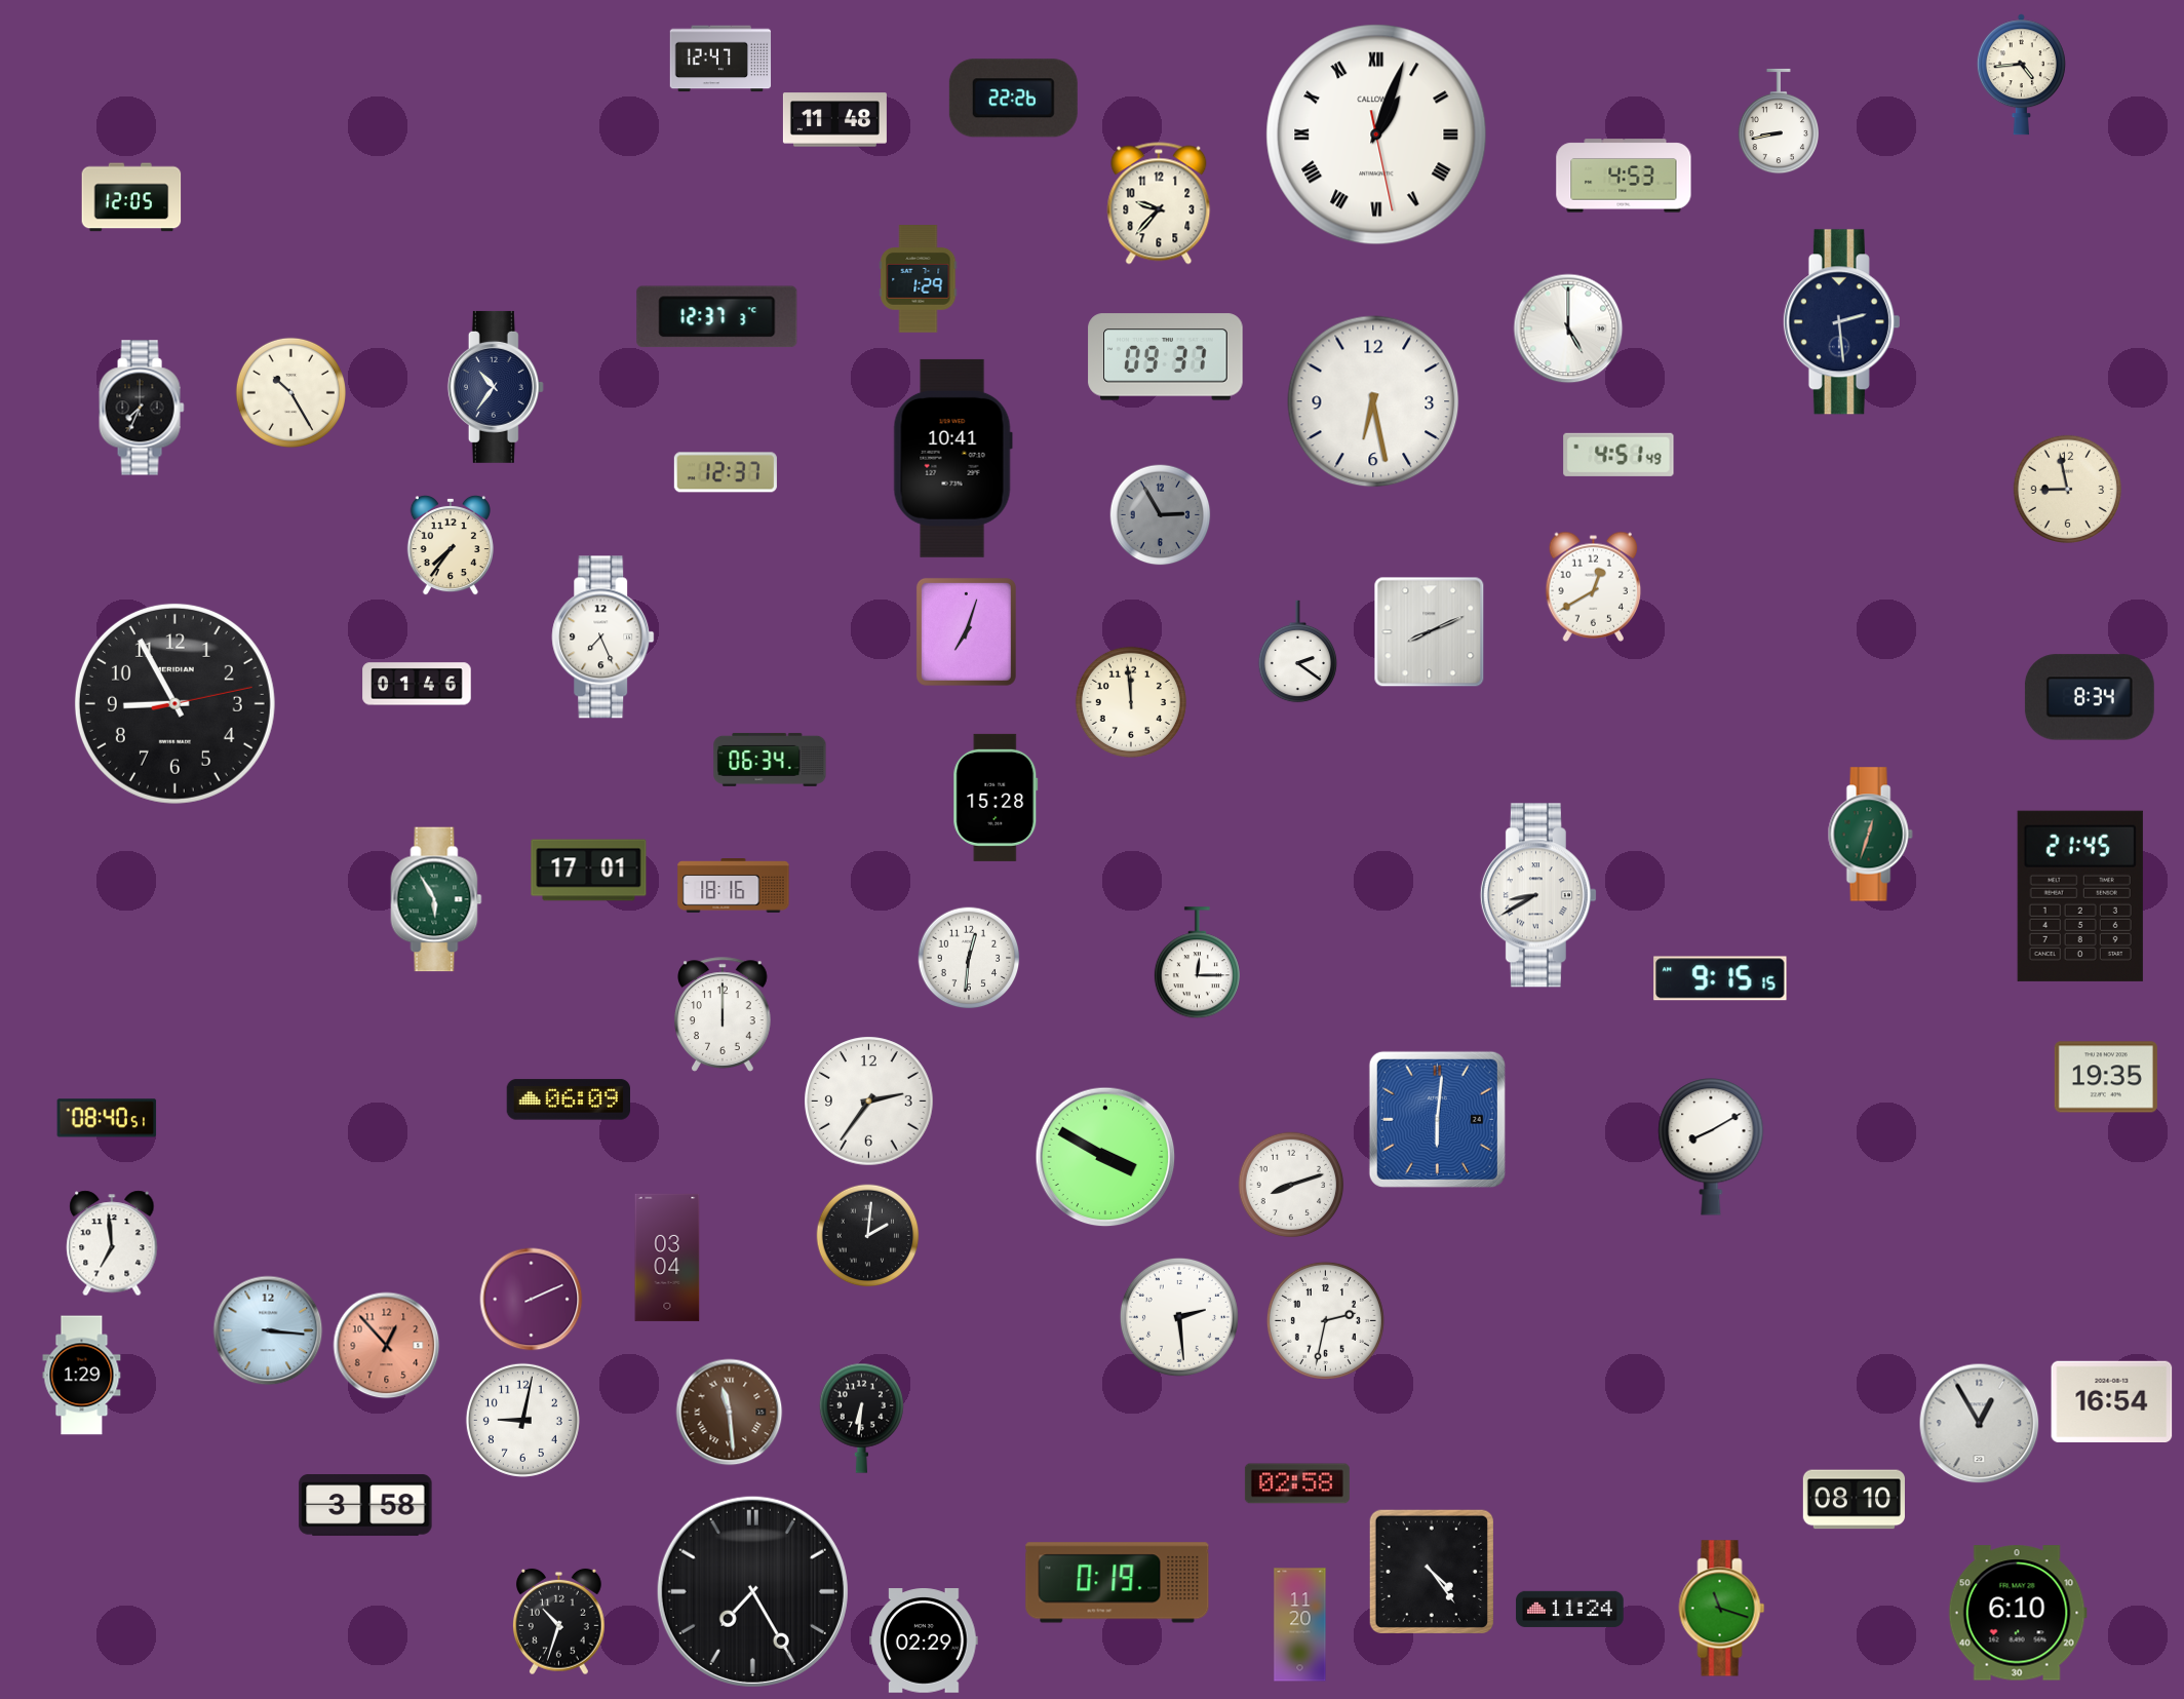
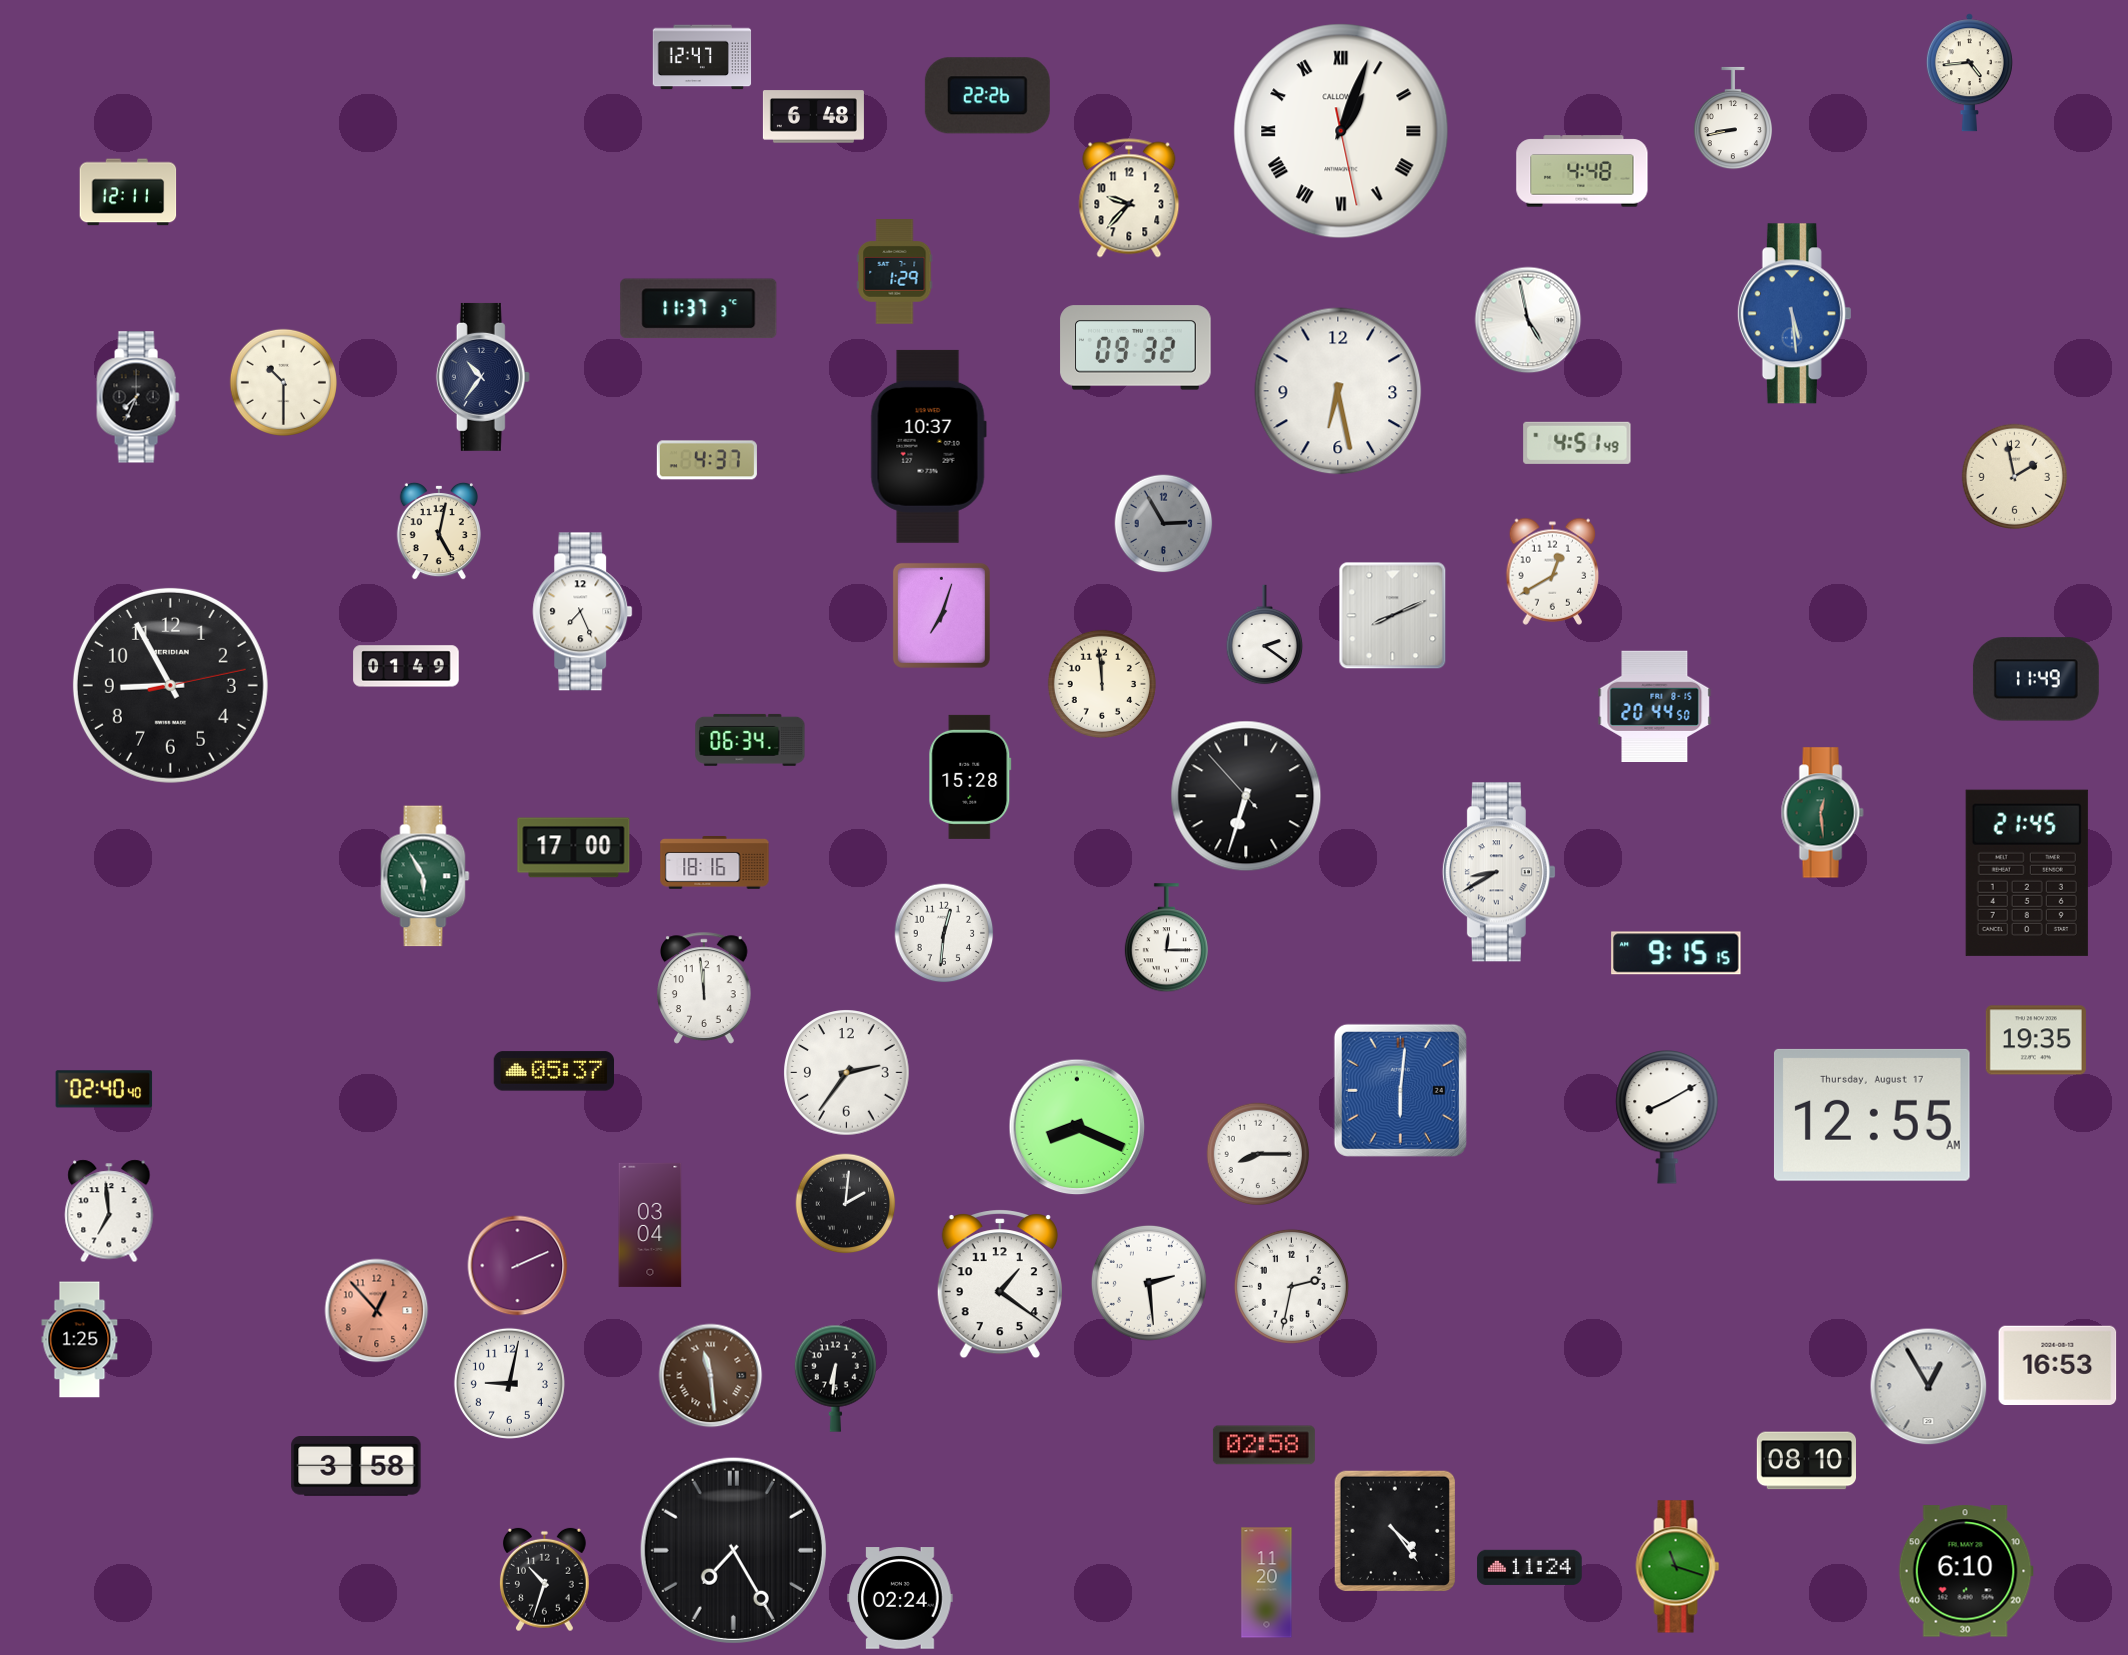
clock at (834, 120): 11:48 -> 6:48
clock at (1624, 176): 4:53 -> 4:48
clock at (131, 197): 12:05 -> 12:11
clock at (717, 317): 12:37 -> 11:37
clock at (1841, 322): 2:29 -> 5:29
clock at (1841, 322) dial: navy -> blue
clock at (1568, 329): 5:00 -> 4:58
clock at (1166, 357): 09:37 -> 09:32
clock at (290, 392): 10:25 -> 10:30
clock at (952, 458): 10:41 -> 10:37
clock at (726, 472): 12:37 -> 4:37
clock at (2067, 489): 8:58 -> 1:58
clock at (1161, 515) position: (1161, 515) -> (1164, 524)
clock at (451, 545): 7:36 -> 5:02
clock at (603, 638) position: (603, 638) -> (583, 612)
clock at (417, 684): 01:46 -> 01:49
clock at (2090, 697): 8:34 -> 11:49
clock at (1655, 706): none -> 20:44
clock at (1246, 796): none -> 6:32
clock at (1870, 835): 12:33 -> 12:29
clock at (589, 871): 17:01 -> 17:00
clock at (723, 1014): 12:00 -> 11:59
clock at (2106, 1077) position: (2106, 1077) -> (2036, 1040)
clock at (569, 1099): 06:09 -> 05:37
clock at (107, 1118): 08:40 -> 02:40
clock at (1872, 1115): none -> 12:55
clock at (1105, 1157): 3:50 -> 8:19
clock at (1291, 1185): 8:12 -> 8:15
clock at (1000, 1284): none -> 1:21
clock at (268, 1330): 3:16 -> none
clock at (82, 1376): 1:29 -> 1:25
clock at (2112, 1401): 16:54 -> 16:53
clock at (861, 1418) position: (861, 1418) -> (835, 1378)
clock at (1118, 1583): 0:19 -> none
clock at (924, 1640): 02:29 -> 02:24
